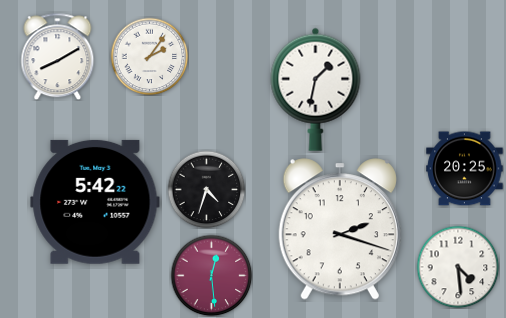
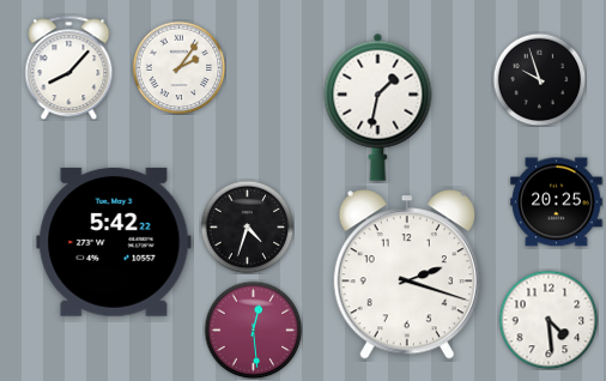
clock at (58, 56): 8:10 -> 8:07
clock at (539, 79): none -> 9:57
